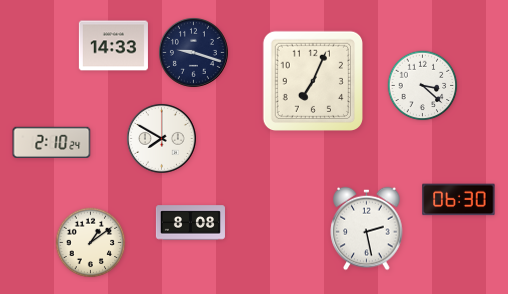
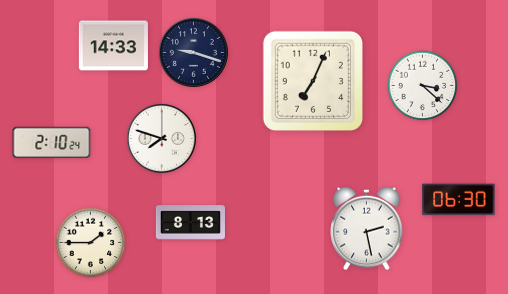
clock at (161, 138): 7:50 -> 7:48
clock at (190, 223): 8:08 -> 8:13
clock at (91, 243): 1:09 -> 1:45
